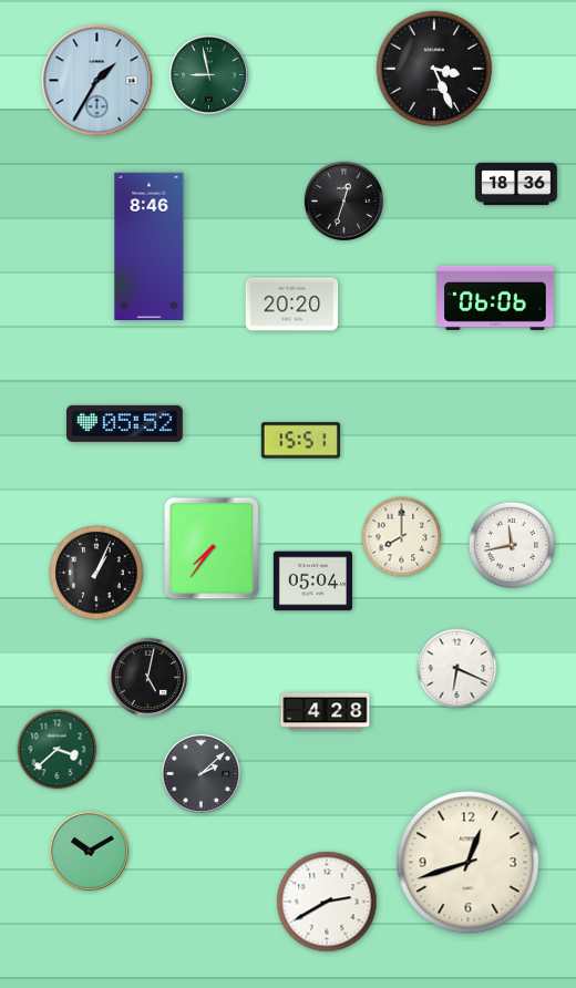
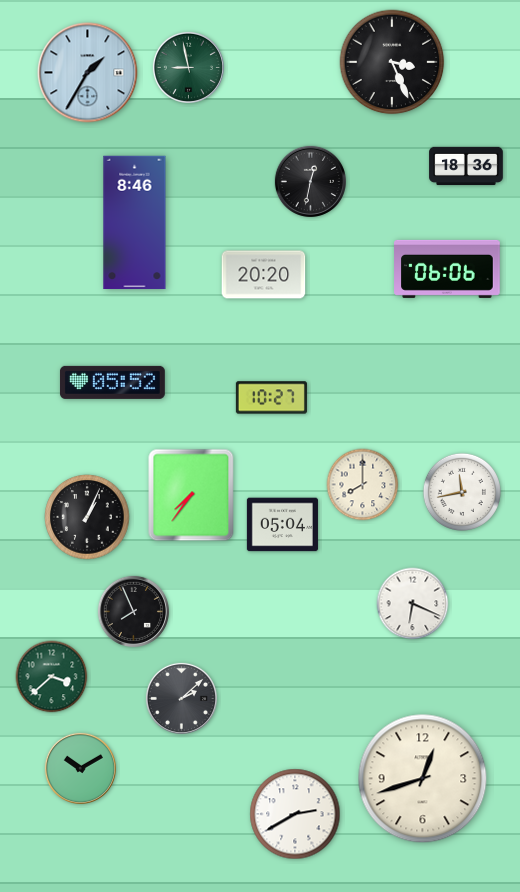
clock at (343, 200): 12:33 -> 12:32
clock at (300, 441): 15:51 -> 10:27
clock at (147, 677): 5:02 -> 7:56
clock at (326, 712): 4:28 -> none
